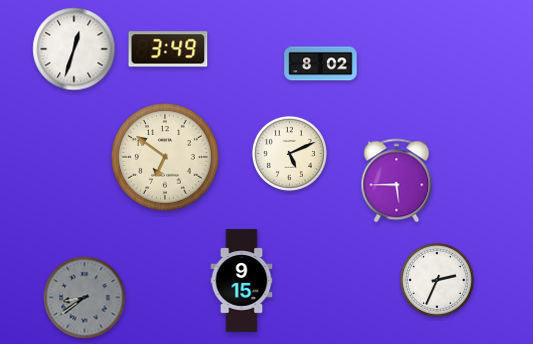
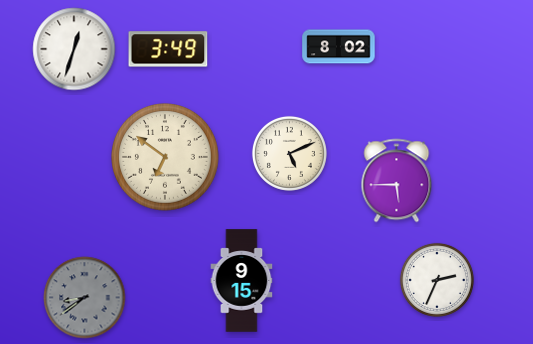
clock at (321, 64) position: (321, 64) -> (339, 47)
